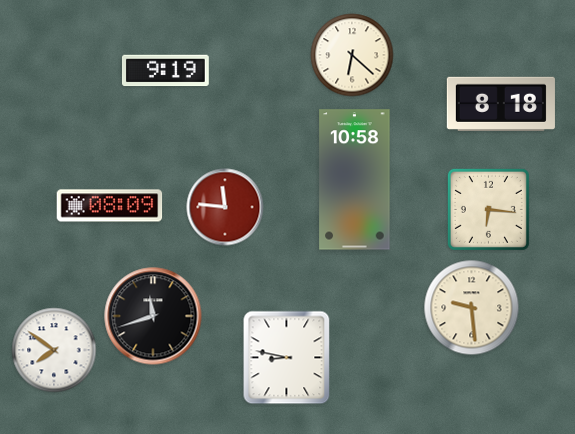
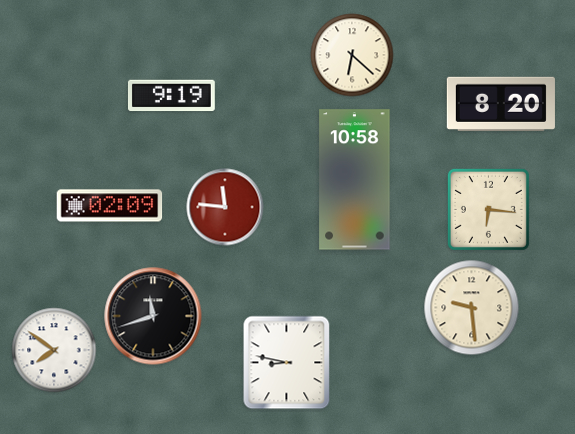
clock at (165, 71) position: (165, 71) -> (171, 96)
clock at (501, 104): 8:18 -> 8:20
clock at (110, 206): 08:09 -> 02:09
clock at (287, 358) position: (287, 358) -> (287, 363)
